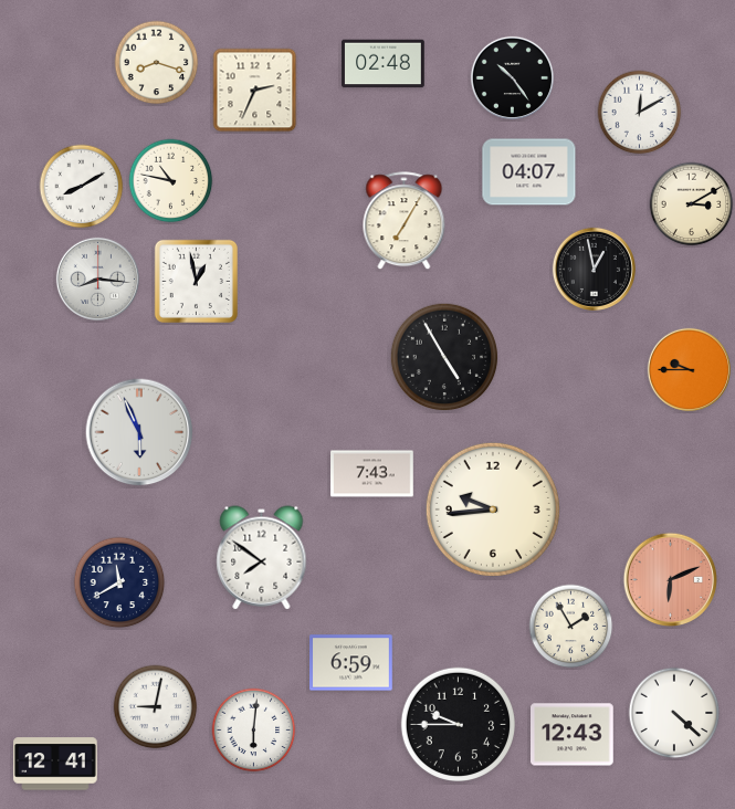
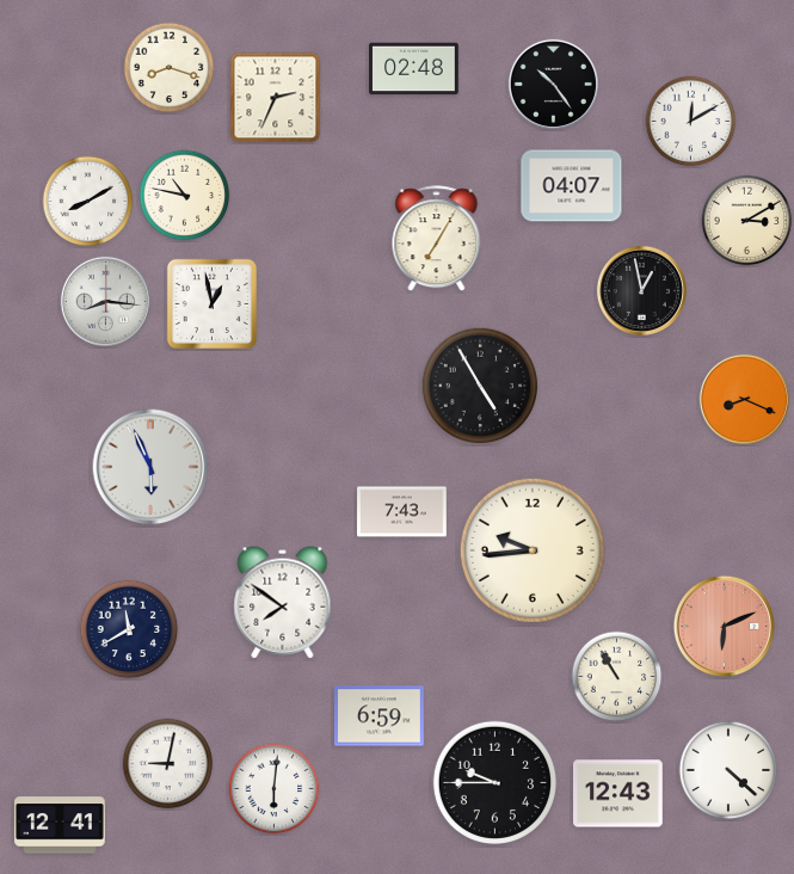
clock at (689, 369): 9:45 -> 8:19
clock at (571, 627): 1:55 -> 10:55
